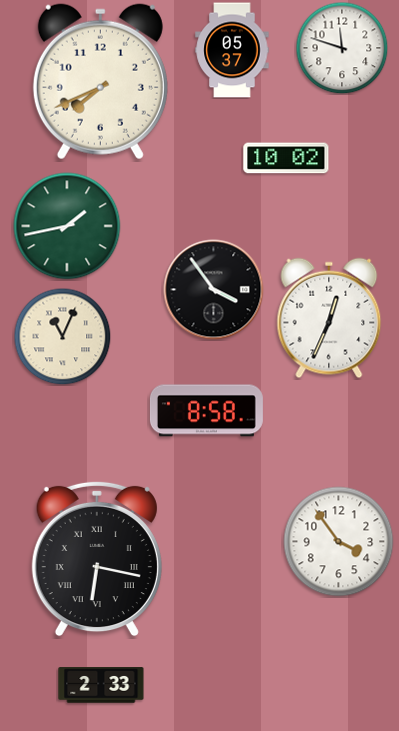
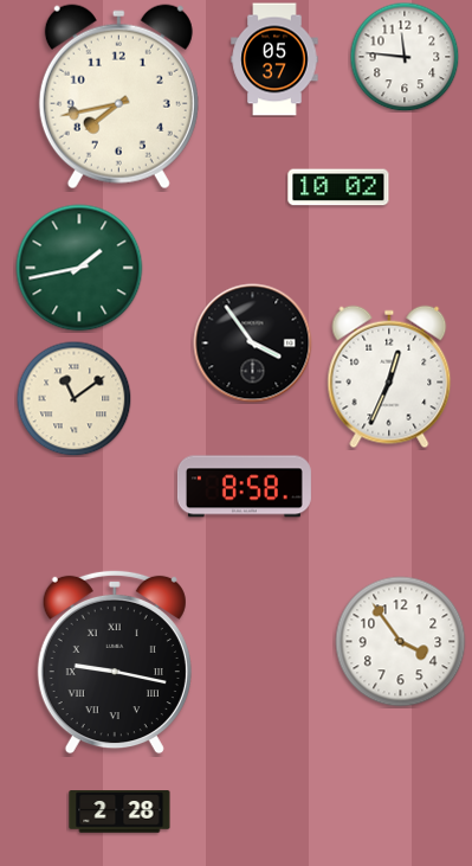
clock at (342, 48): 11:48 -> 11:46
clock at (100, 82): 7:41 -> 7:43
clock at (62, 336): 11:04 -> 11:09
clock at (97, 559): 6:17 -> 9:17
clock at (101, 685): 2:33 -> 2:28
